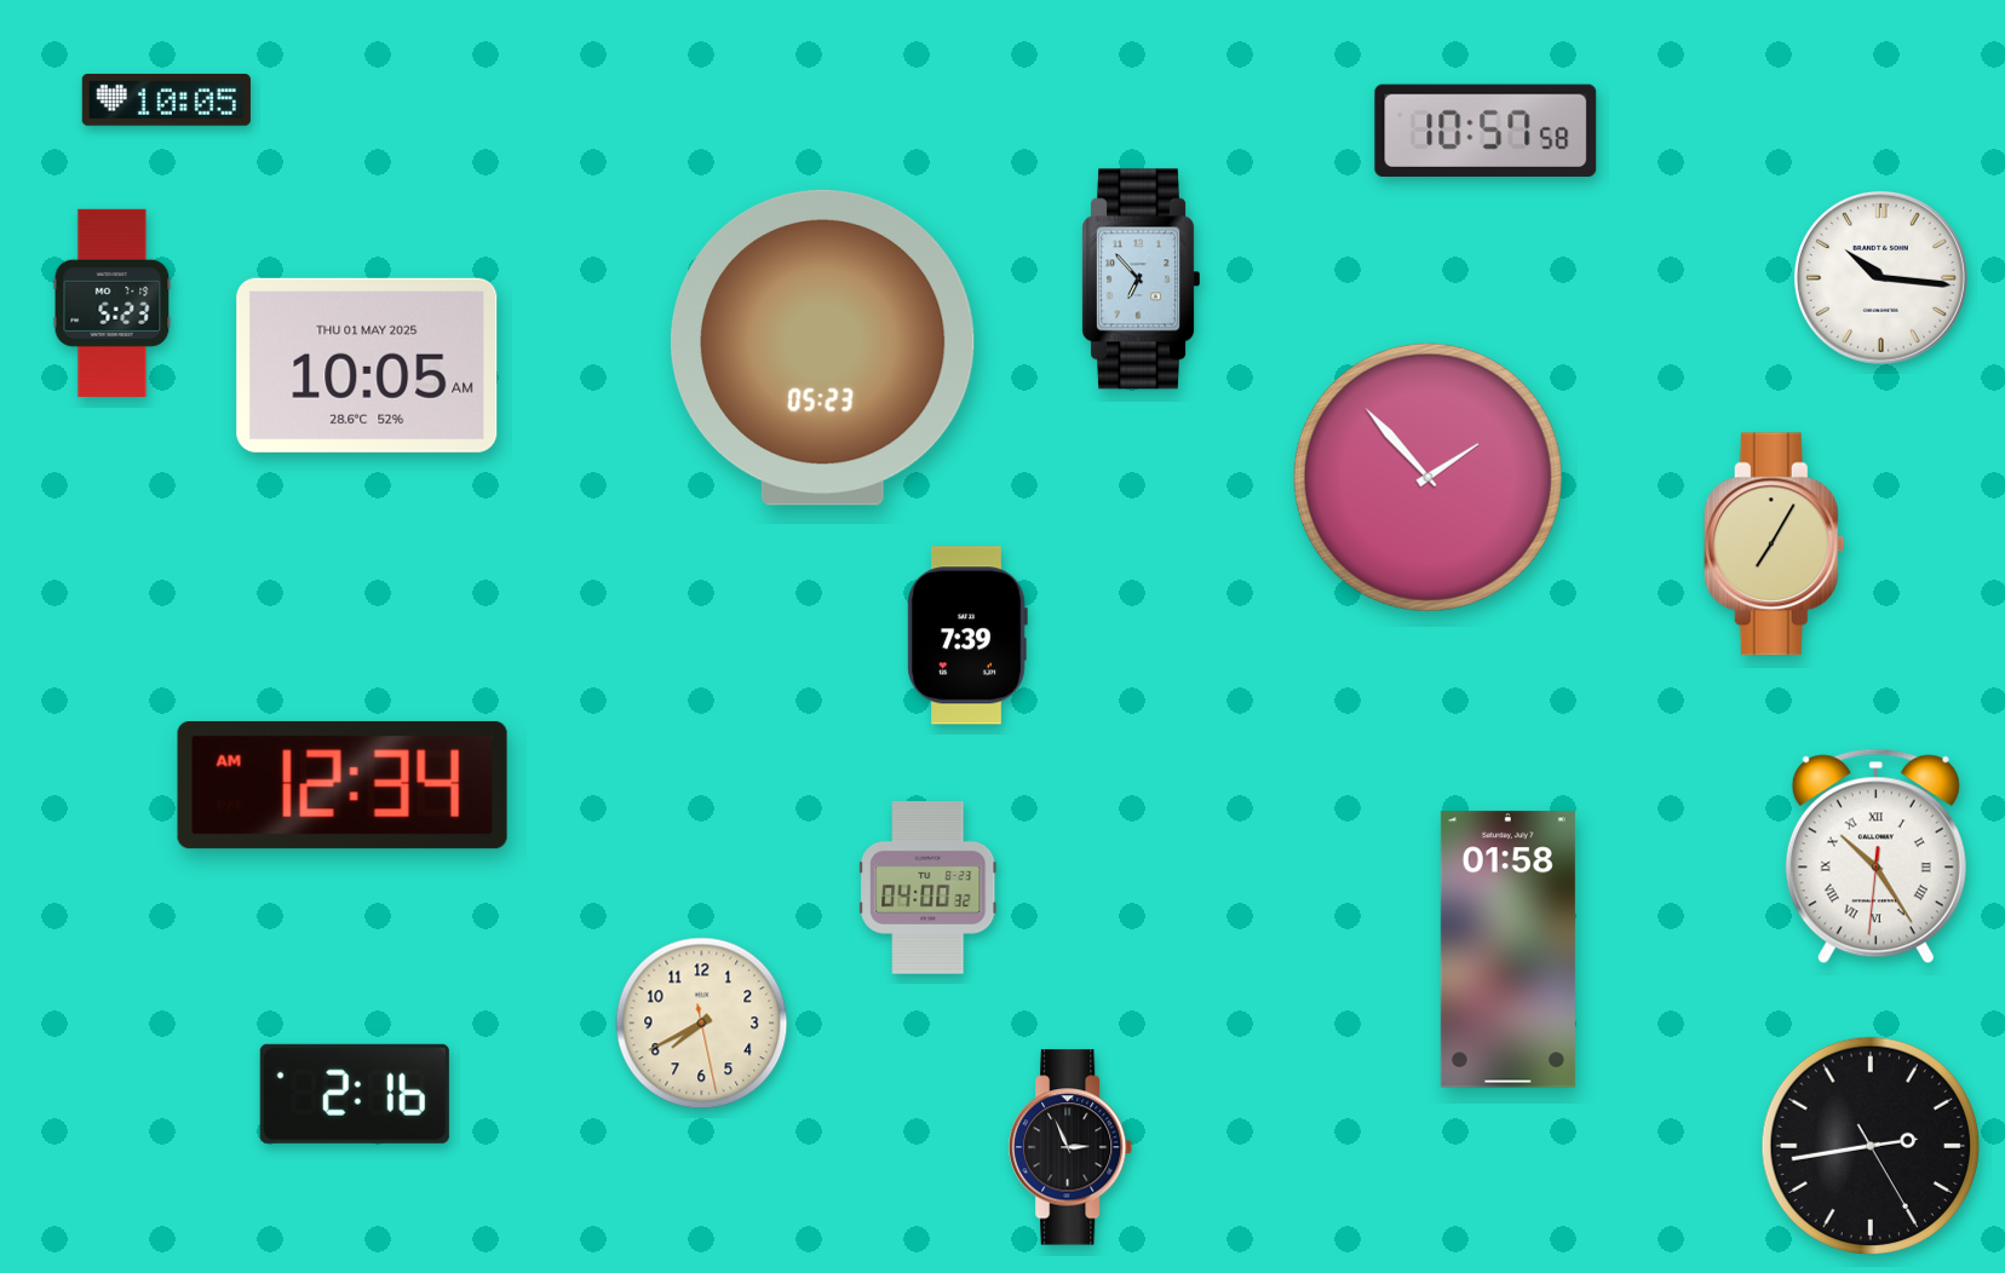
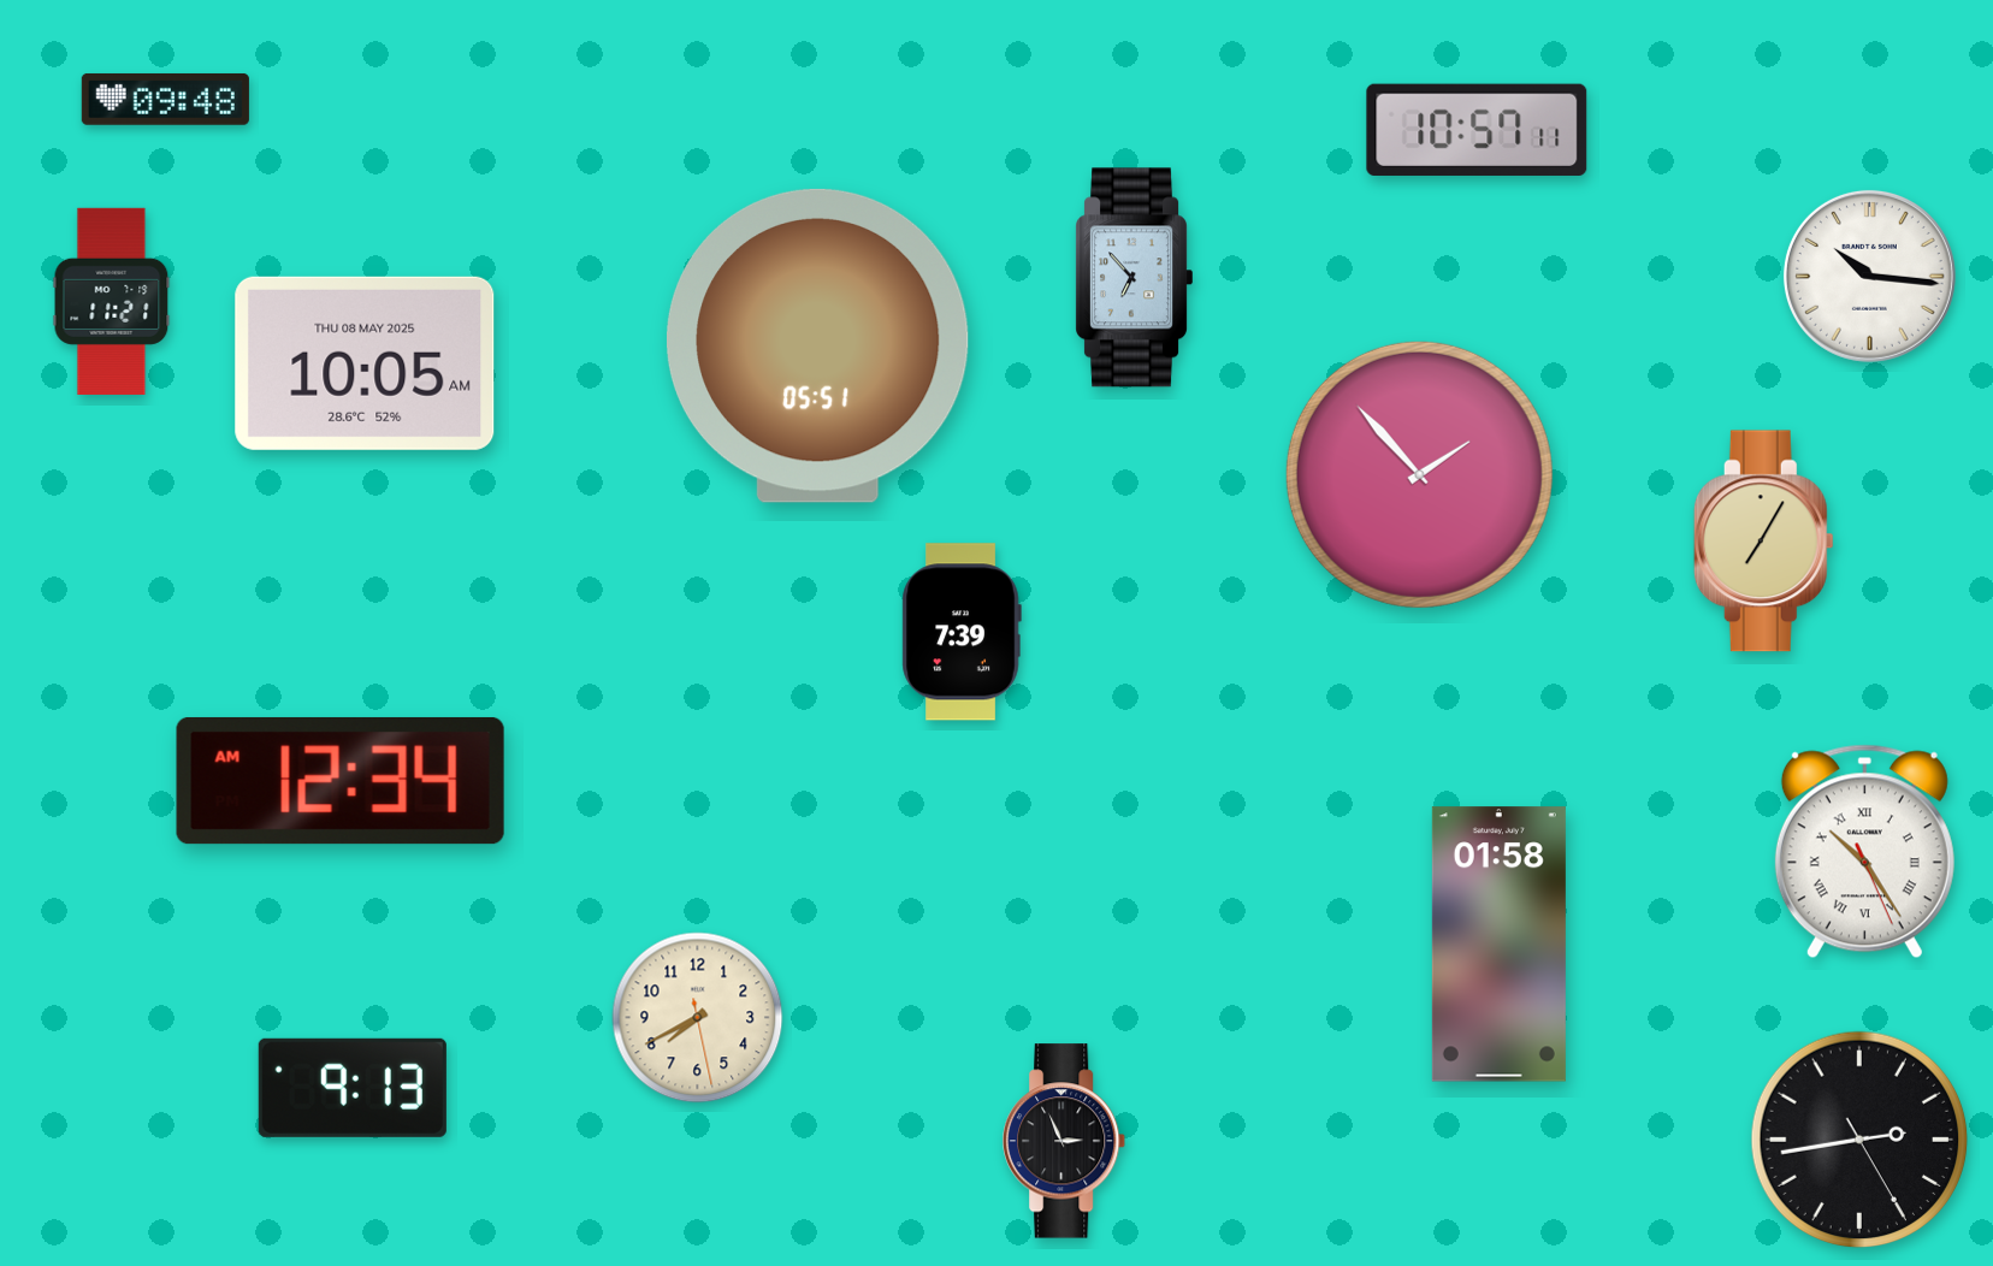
clock at (166, 99): 10:05 -> 09:48
clock at (1486, 131): 10:57:58 -> 10:57:11
clock at (113, 303): 5:23 -> 11:21
clock at (822, 347): 05:23 -> 05:51
clock at (367, 365) date: THU 01 MAY 2025 -> THU 08 MAY 2025
clock at (1875, 857): 10:24:31 -> 10:24:26
clock at (929, 888): 04:00 -> none
clock at (355, 1094): 2:16 -> 9:13
